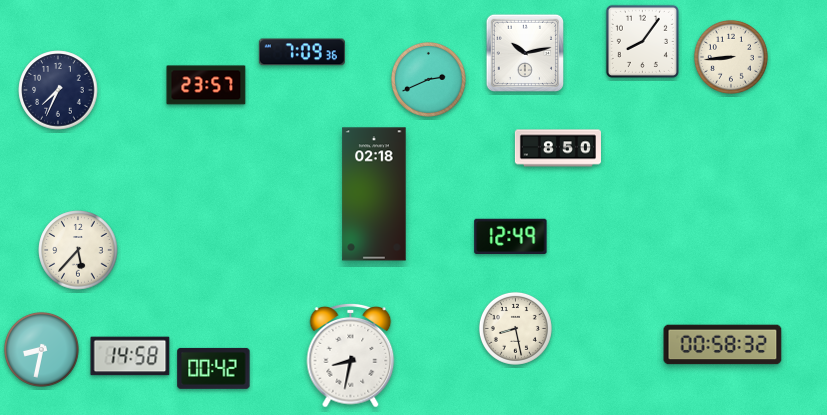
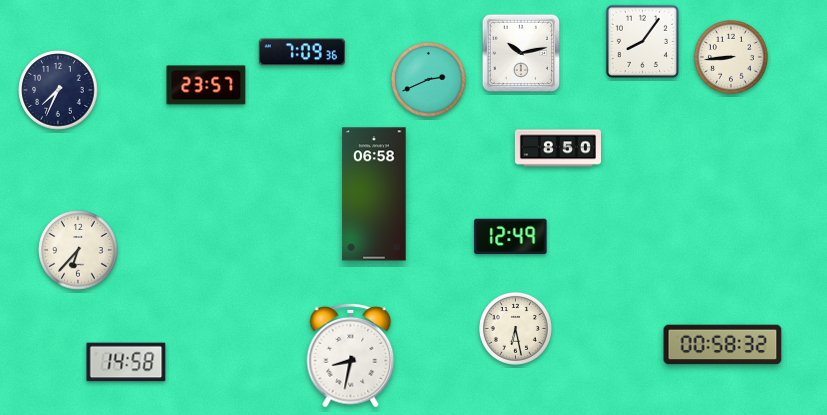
clock at (524, 52) position: (524, 52) -> (520, 52)
clock at (374, 194): 02:18 -> 06:58
clock at (78, 250): 5:37 -> 6:37
clock at (515, 328): 8:28 -> 6:28
clock at (41, 349): 8:32 -> none
clock at (130, 356) position: (130, 356) -> (126, 362)
clock at (214, 368): 00:42 -> none
